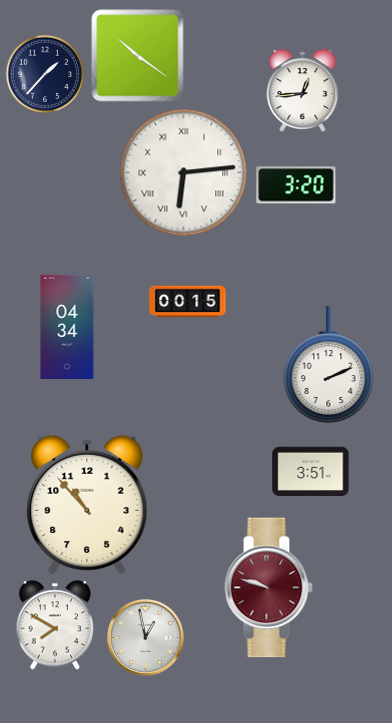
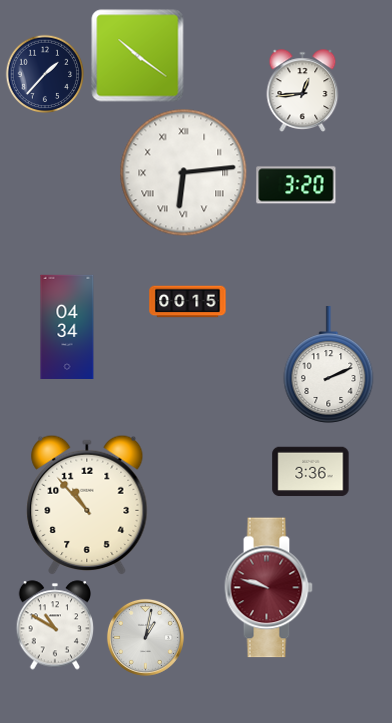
clock at (311, 472): 3:51 -> 3:36
clock at (55, 625): 7:50 -> 10:50
clock at (145, 637): 12:58 -> 1:02
